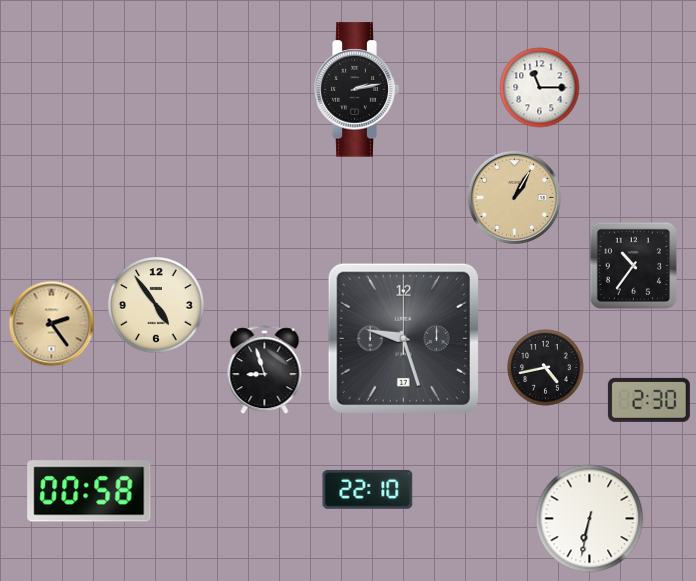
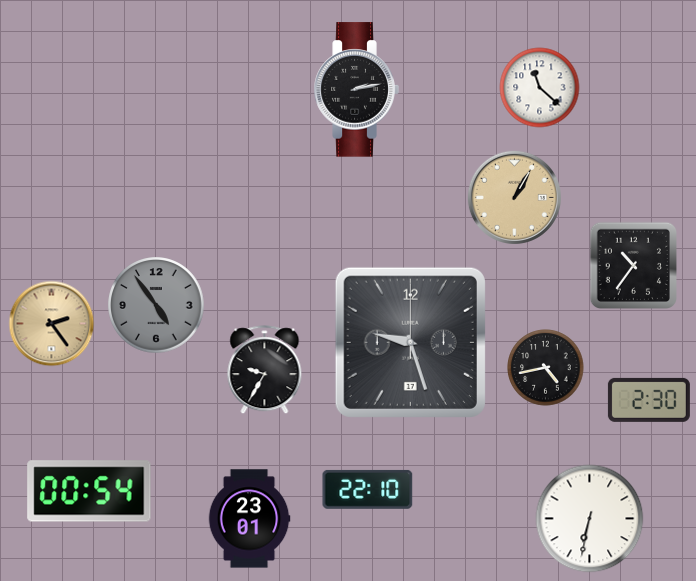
clock at (540, 88): 11:15 -> 11:22
clock at (156, 305) dial: cream -> grey
clock at (403, 338) position: (403, 338) -> (410, 342)
clock at (265, 370): 8:57 -> 9:35
clock at (89, 491): 00:58 -> 00:54
clock at (249, 519): none -> 23:01
